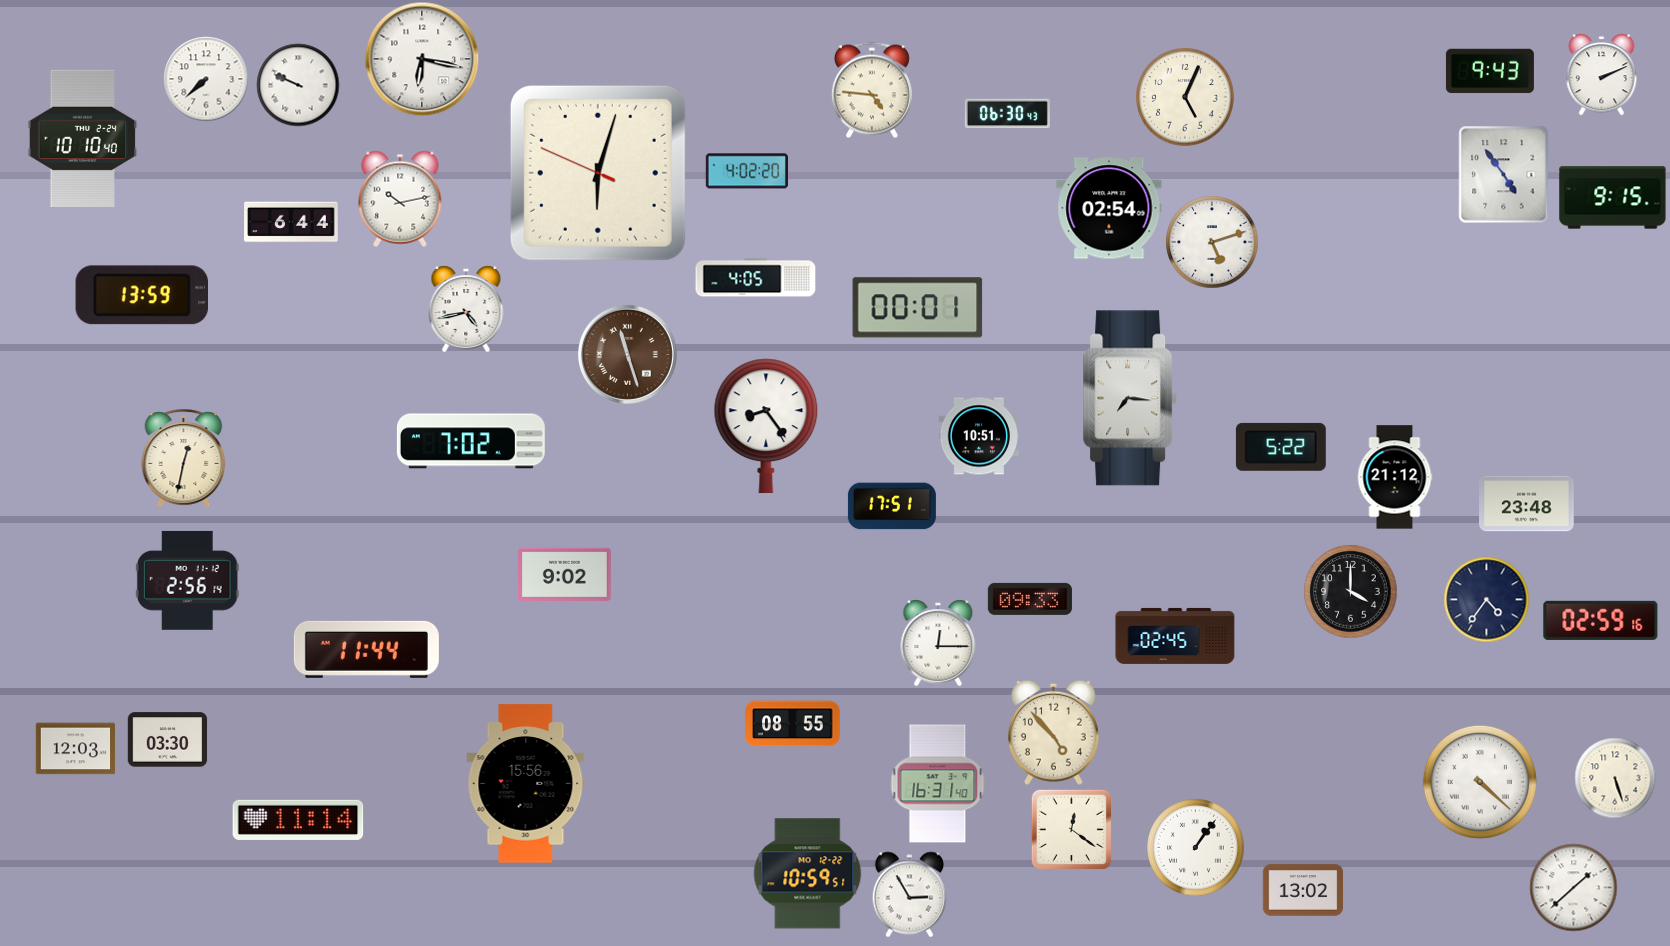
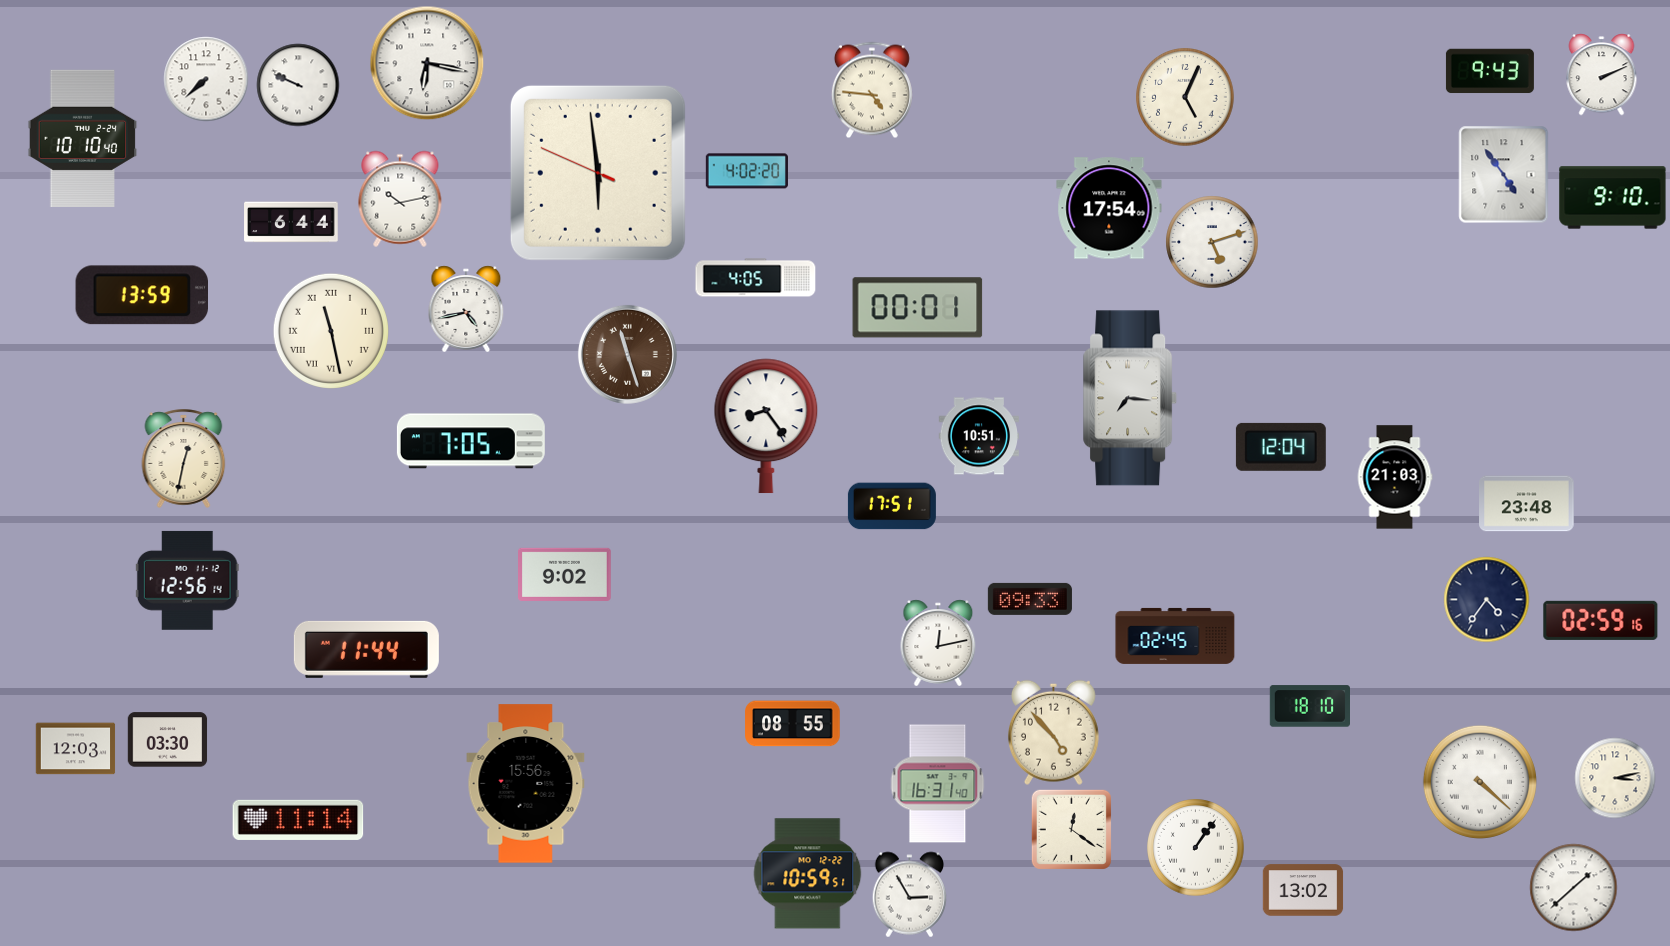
clock at (422, 59) position: (422, 59) -> (427, 63)
clock at (1007, 114): 06:30 -> none
clock at (598, 173): 6:02 -> 5:58
clock at (1613, 198): 9:15 -> 9:10
clock at (1109, 208): 02:54 -> 17:54
clock at (331, 331): none -> 11:28
clock at (471, 441): 7:02 -> 7:05
clock at (1281, 447): 5:22 -> 12:04
clock at (1395, 477): 21:12 -> 21:03
clock at (187, 580): 2:56 -> 12:56
clock at (1350, 591): 4:00 -> none
clock at (938, 643): 12:15 -> 12:13
clock at (1309, 706): none -> 18:10
clock at (1615, 778): 5:27 -> 3:13
